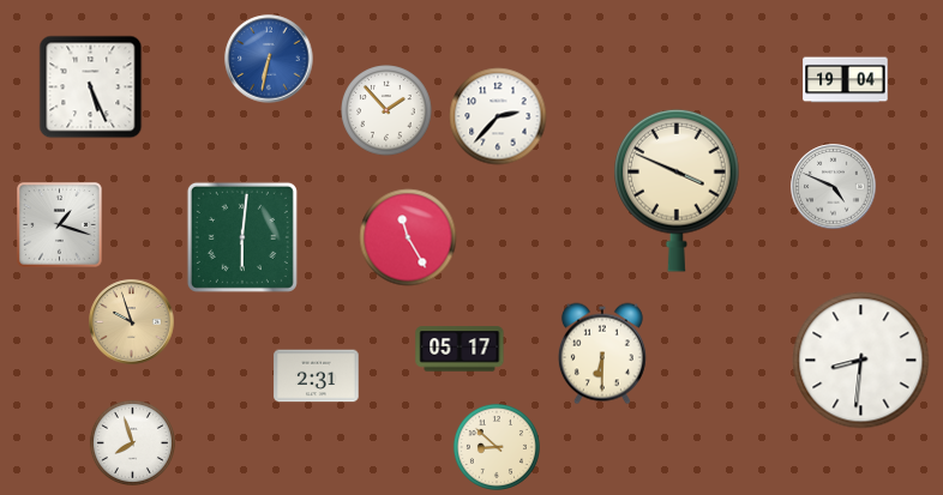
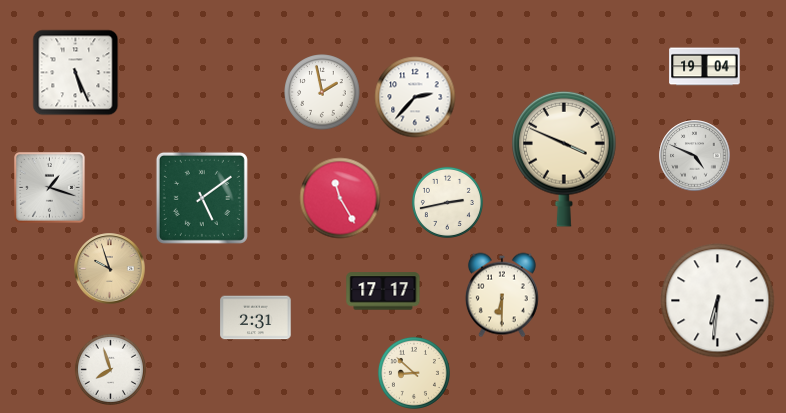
clock at (269, 59): 6:32 -> none
clock at (386, 110): 1:53 -> 1:58
clock at (242, 237): 6:01 -> 5:09
clock at (447, 202): none -> 2:43
clock at (460, 349): 05:17 -> 17:17
clock at (861, 361): 8:31 -> 6:31
clock at (317, 376) position: (317, 376) -> (256, 318)
